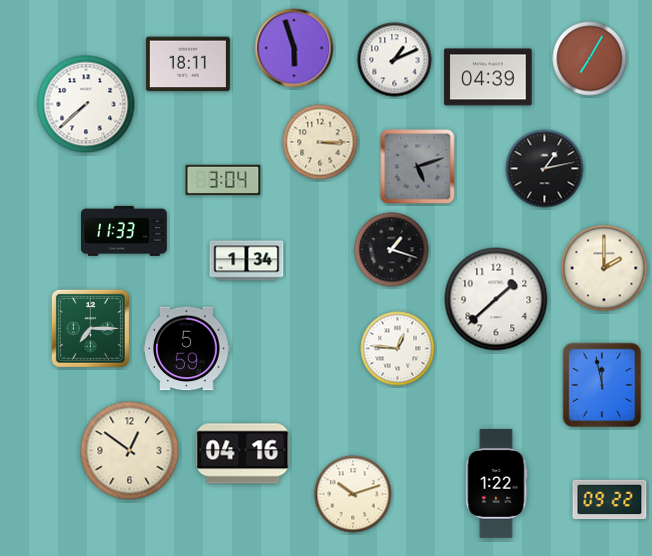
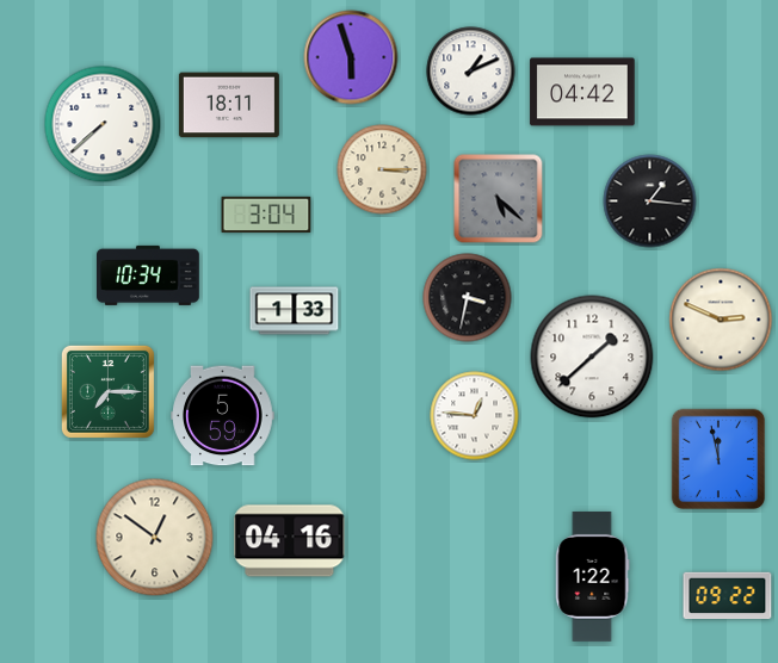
clock at (590, 59): 7:05 -> none
clock at (188, 64) position: (188, 64) -> (229, 105)
clock at (488, 77): 04:39 -> 04:42
clock at (418, 167): 5:12 -> 5:22
clock at (545, 169): 1:13 -> 1:16
clock at (125, 231): 11:33 -> 10:34
clock at (392, 250): 1:18 -> 3:32
clock at (247, 261): 1:34 -> 1:33
clock at (604, 268): 2:00 -> 2:49
clock at (353, 494): 10:12 -> none
